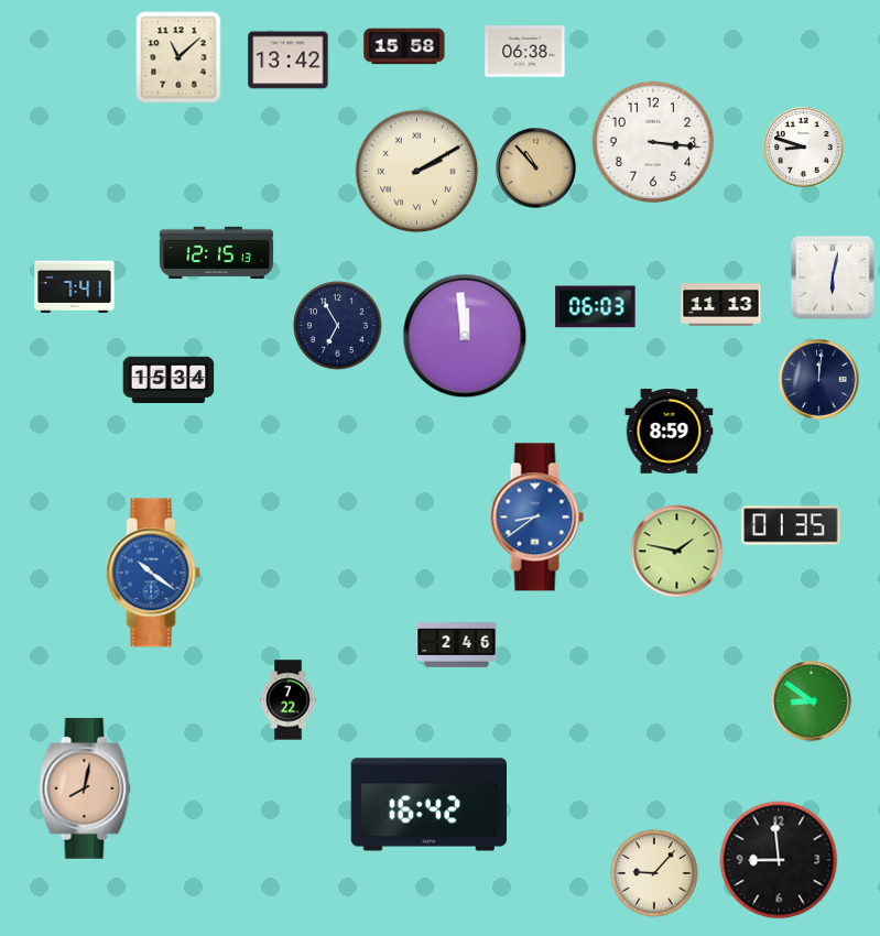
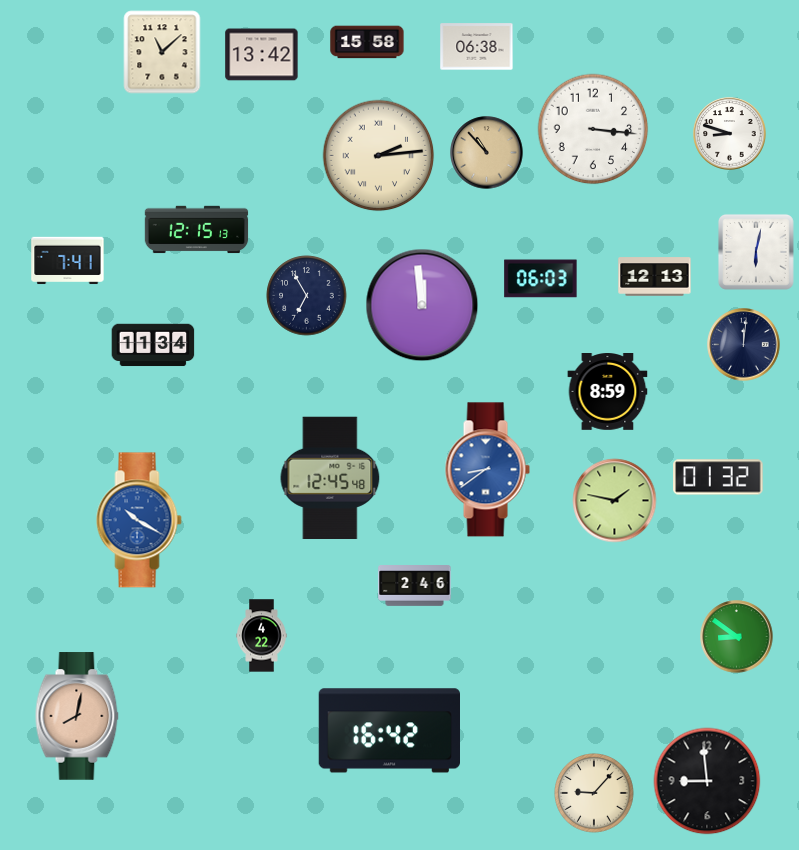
clock at (417, 172): 2:10 -> 2:14
clock at (721, 305): 11:13 -> 12:13
clock at (169, 380): 15:34 -> 11:34
clock at (330, 477): none -> 12:45
clock at (791, 525): 01:35 -> 01:32
clock at (153, 573): 10:21 -> 10:20
clock at (289, 700): 7:22 -> 4:22
